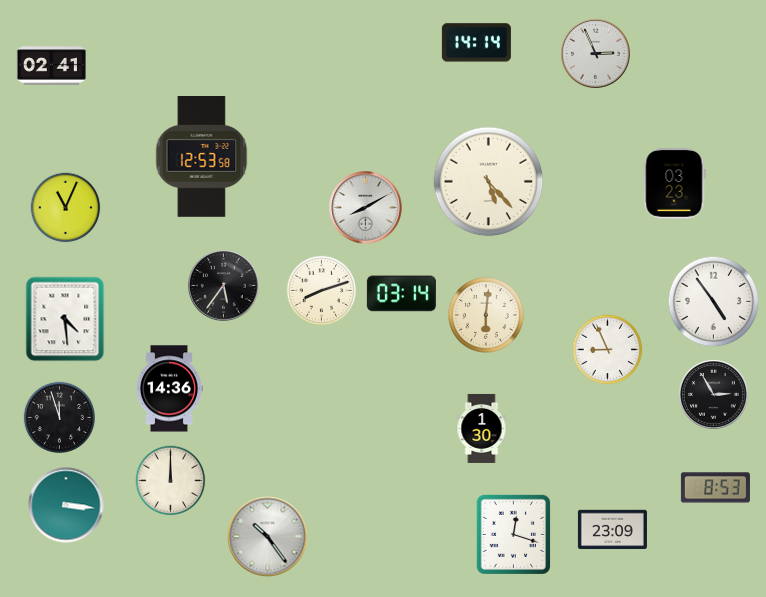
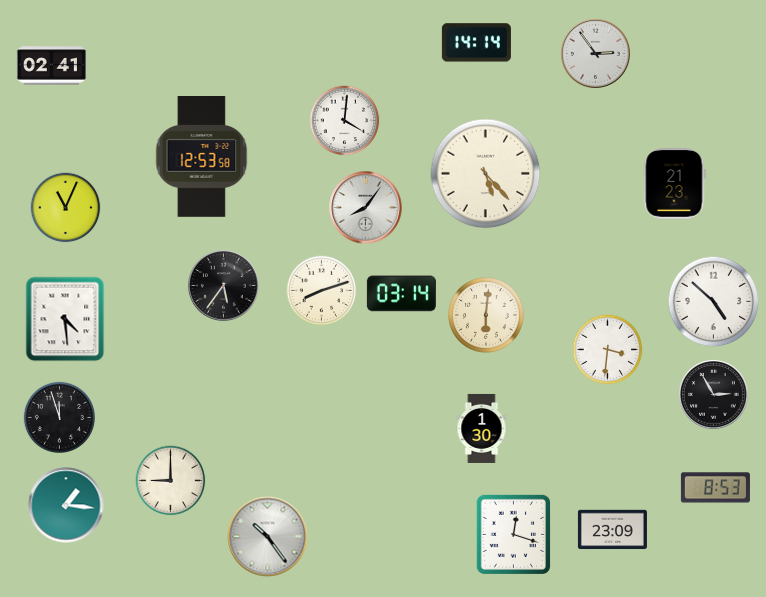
clock at (596, 54): 2:56 -> 2:54
clock at (345, 121): none -> 4:01
clock at (489, 182) position: (489, 182) -> (486, 174)
clock at (674, 184): 03:23 -> 21:23
clock at (366, 208): 8:10 -> 8:06
clock at (714, 302): 4:54 -> 4:52
clock at (608, 350): 8:56 -> 3:31
clock at (169, 389): 14:36 -> none
clock at (171, 481): 12:00 -> 9:00
clock at (66, 505): 3:16 -> 1:16
